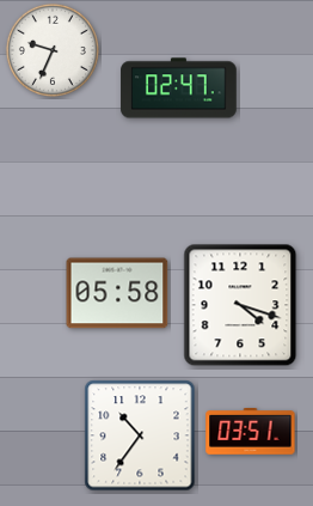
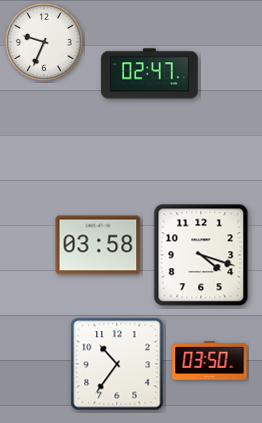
clock at (117, 293): 05:58 -> 03:58
clock at (251, 432): 03:51 -> 03:50
